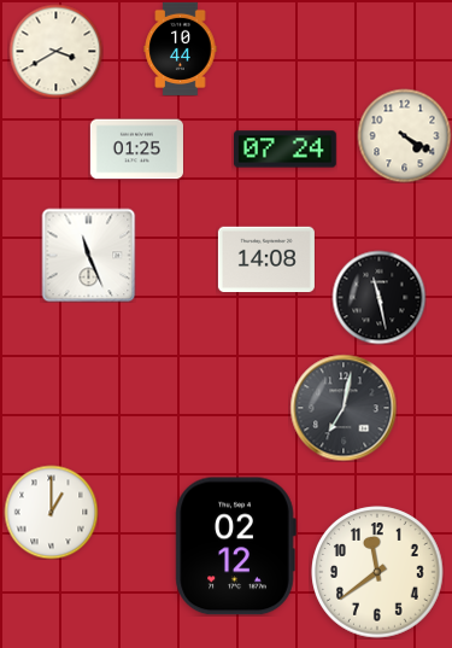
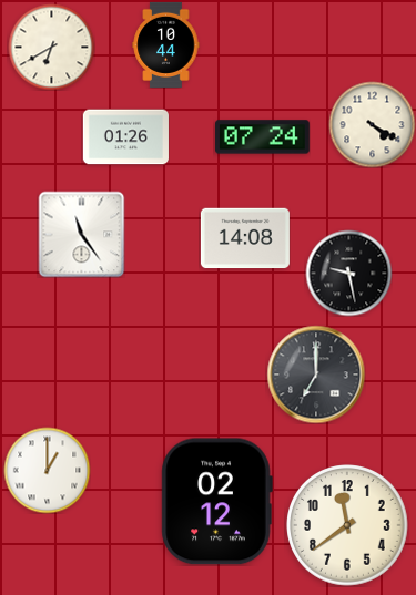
clock at (55, 51): 3:40 -> 6:40
clock at (136, 150): 01:25 -> 01:26
clock at (88, 255): 11:26 -> 11:24
clock at (378, 297): 11:28 -> 9:28
clock at (344, 408): 7:02 -> 7:00
